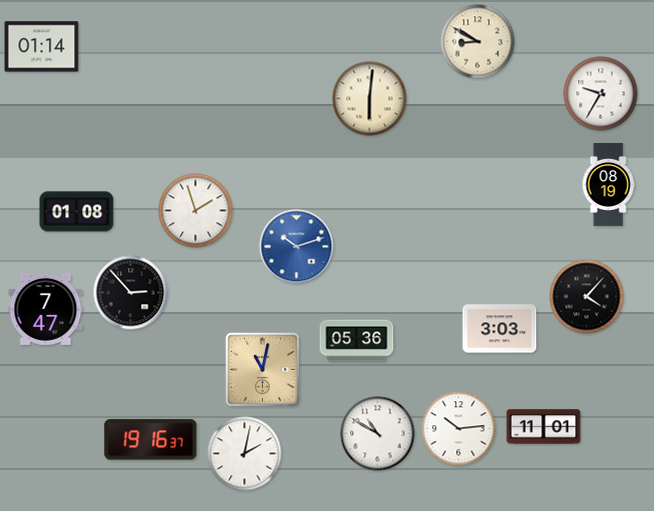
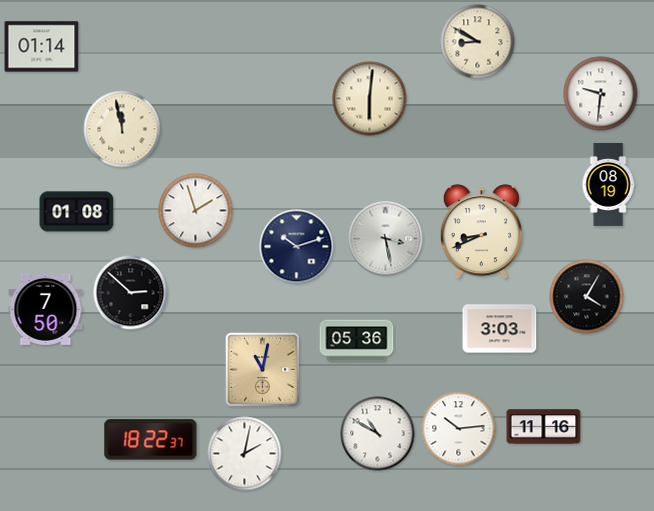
clock at (601, 94): 9:35 -> 9:31
clock at (122, 129): none -> 11:58
clock at (481, 232): none -> 8:41
clock at (386, 239): none -> 3:28
clock at (297, 247) dial: blue -> navy
clock at (131, 293): 2:53 -> 2:52
clock at (587, 297): 4:07 -> 4:05
clock at (46, 309): 7:47 -> 7:50
clock at (544, 427): 11:01 -> 11:16
clock at (151, 440): 19:16 -> 18:22
